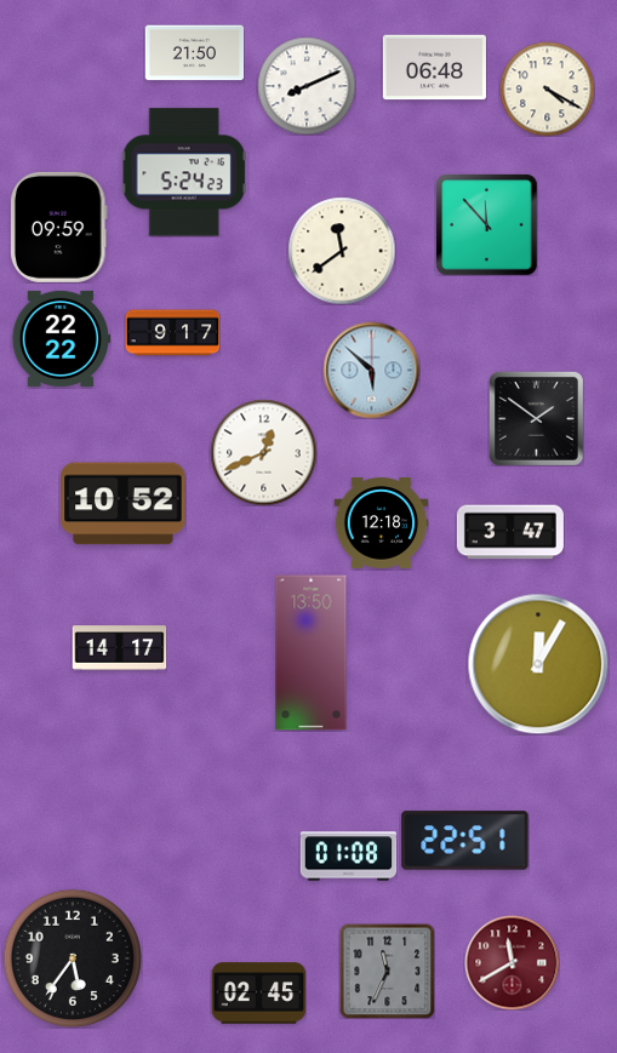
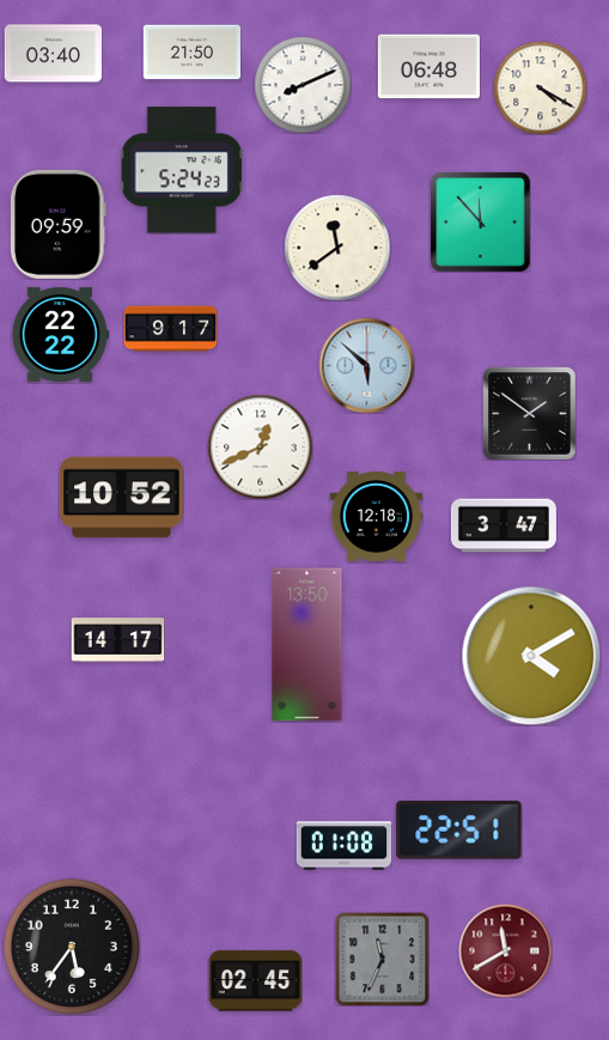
clock at (53, 54): none -> 03:40
clock at (538, 664): 12:05 -> 4:10
